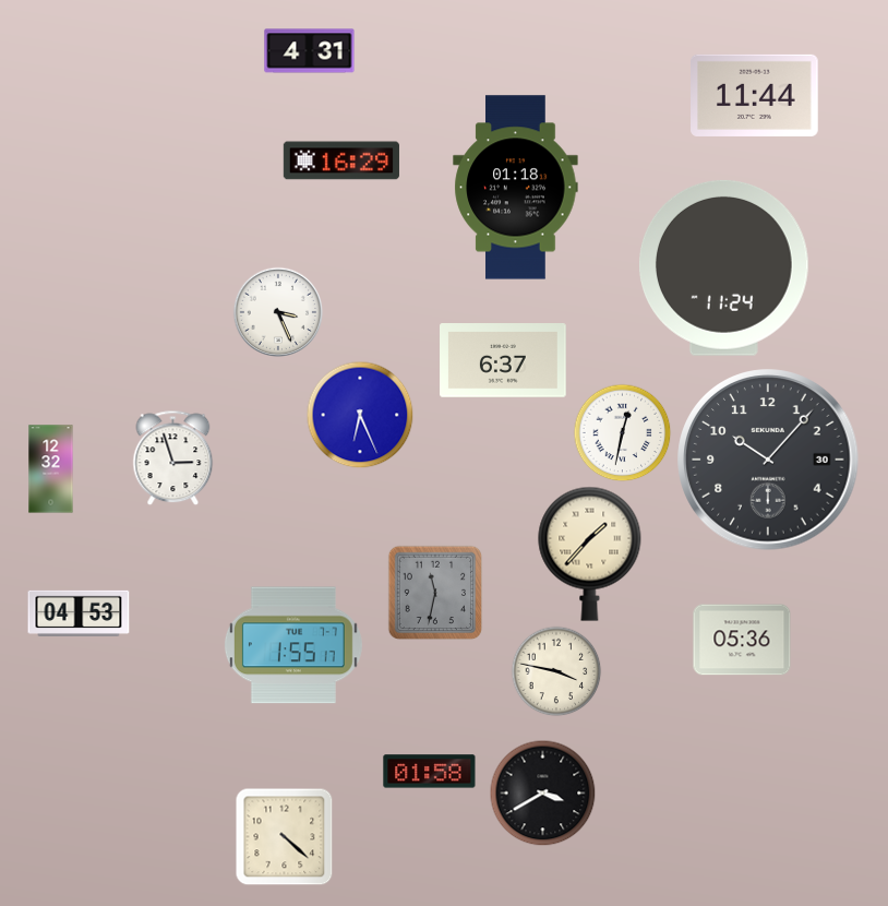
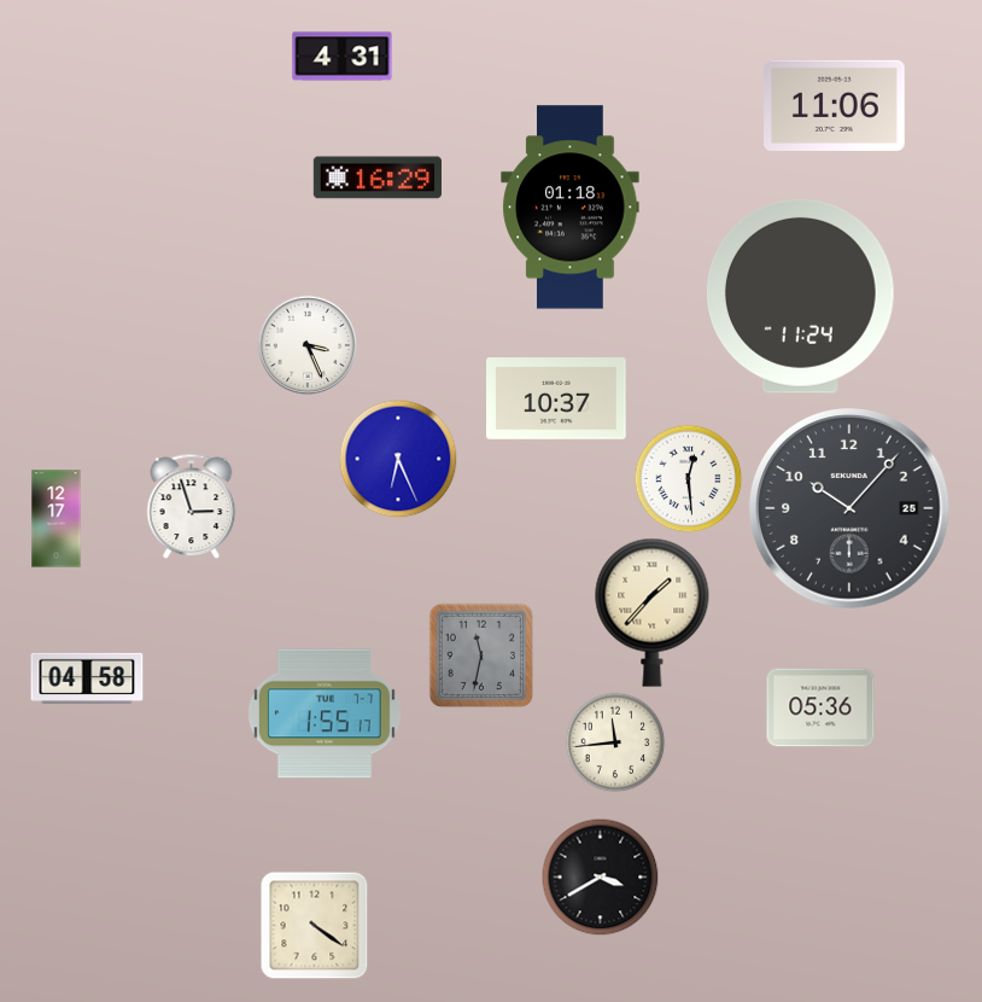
clock at (755, 95): 11:44 -> 11:06
clock at (504, 361): 6:37 -> 10:37
clock at (622, 432): 12:32 -> 12:29
clock at (768, 460) date: 30 -> 25
clock at (51, 469): 12:32 -> 12:17
clock at (79, 613): 04:53 -> 04:58
clock at (556, 671): 3:47 -> 11:44
clock at (430, 772): 01:58 -> none
clock at (284, 836): 4:22 -> 4:21
